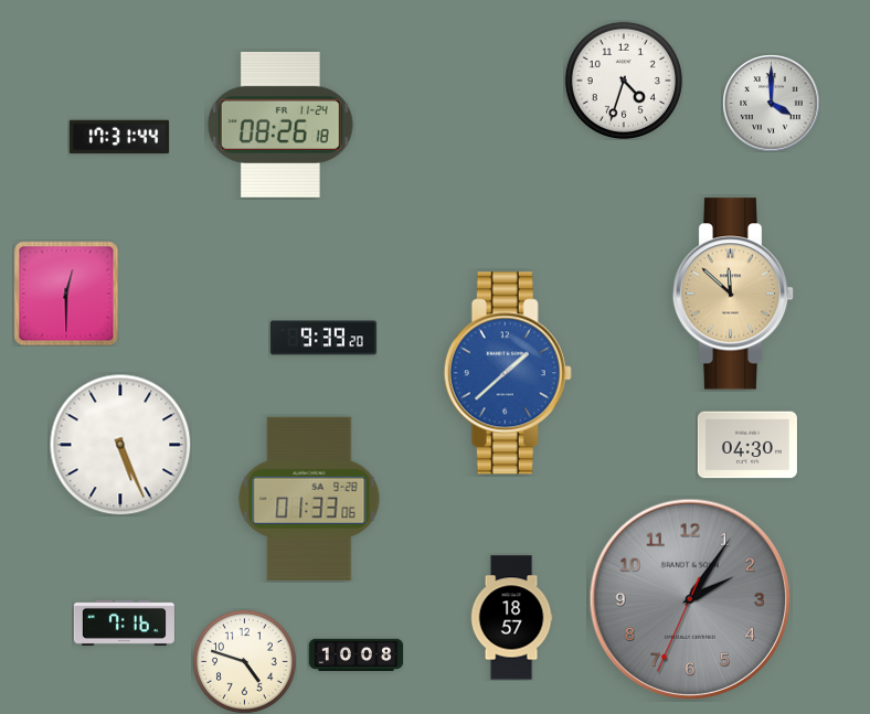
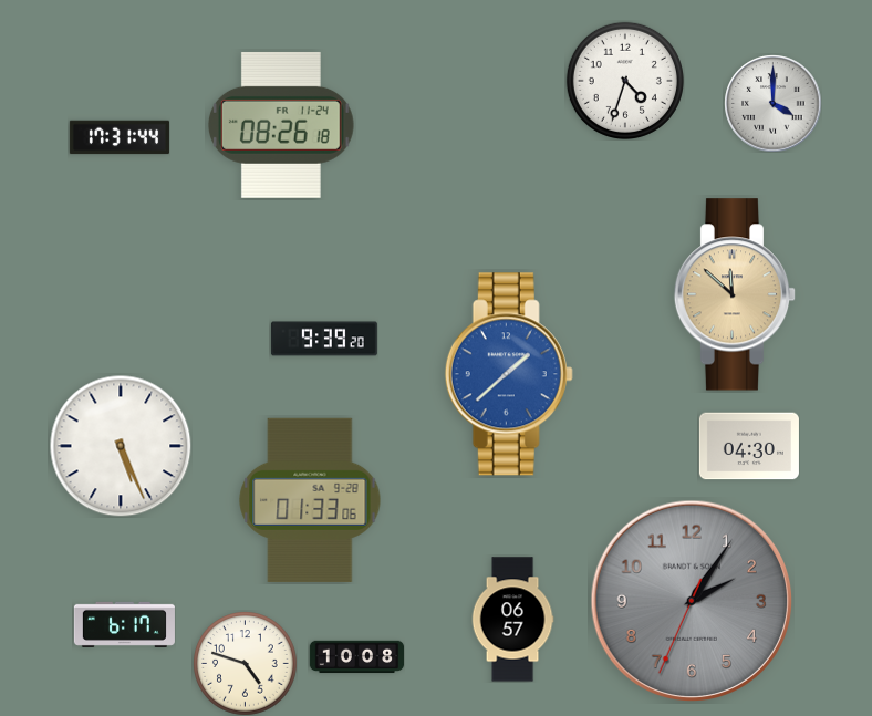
clock at (66, 294): 12:30 -> none
clock at (511, 618): 18:57 -> 06:57
clock at (124, 622): 7:16 -> 6:17
